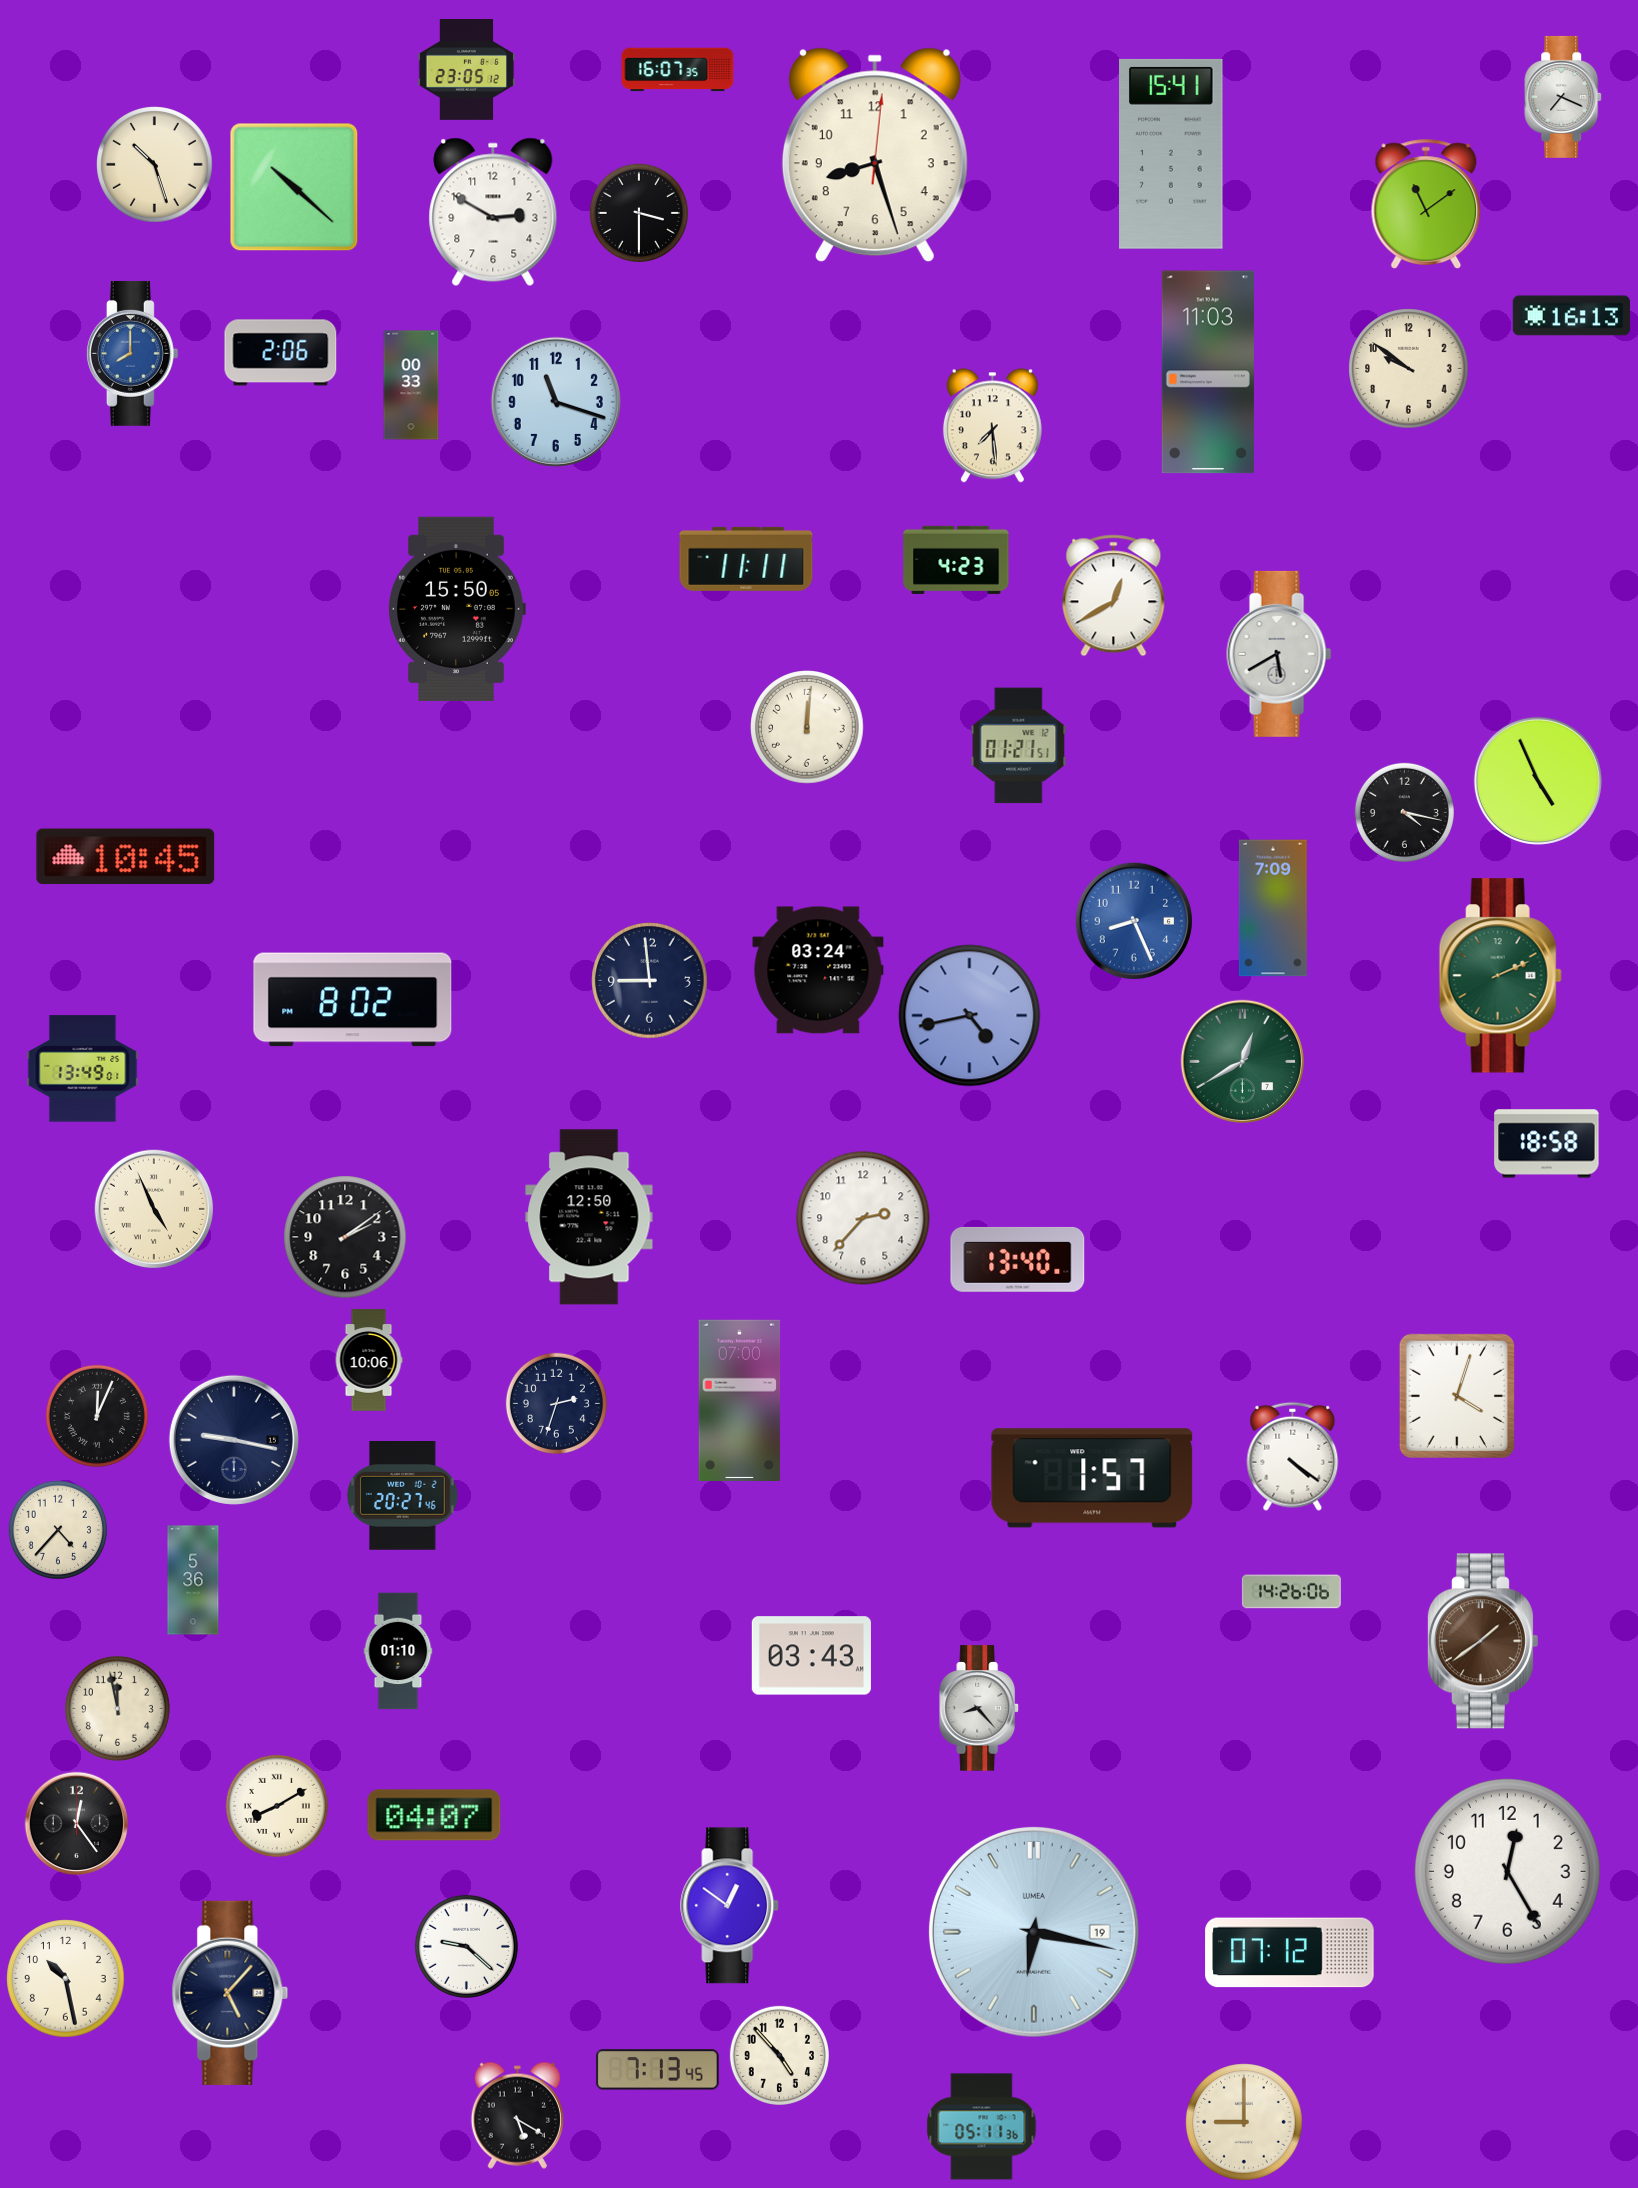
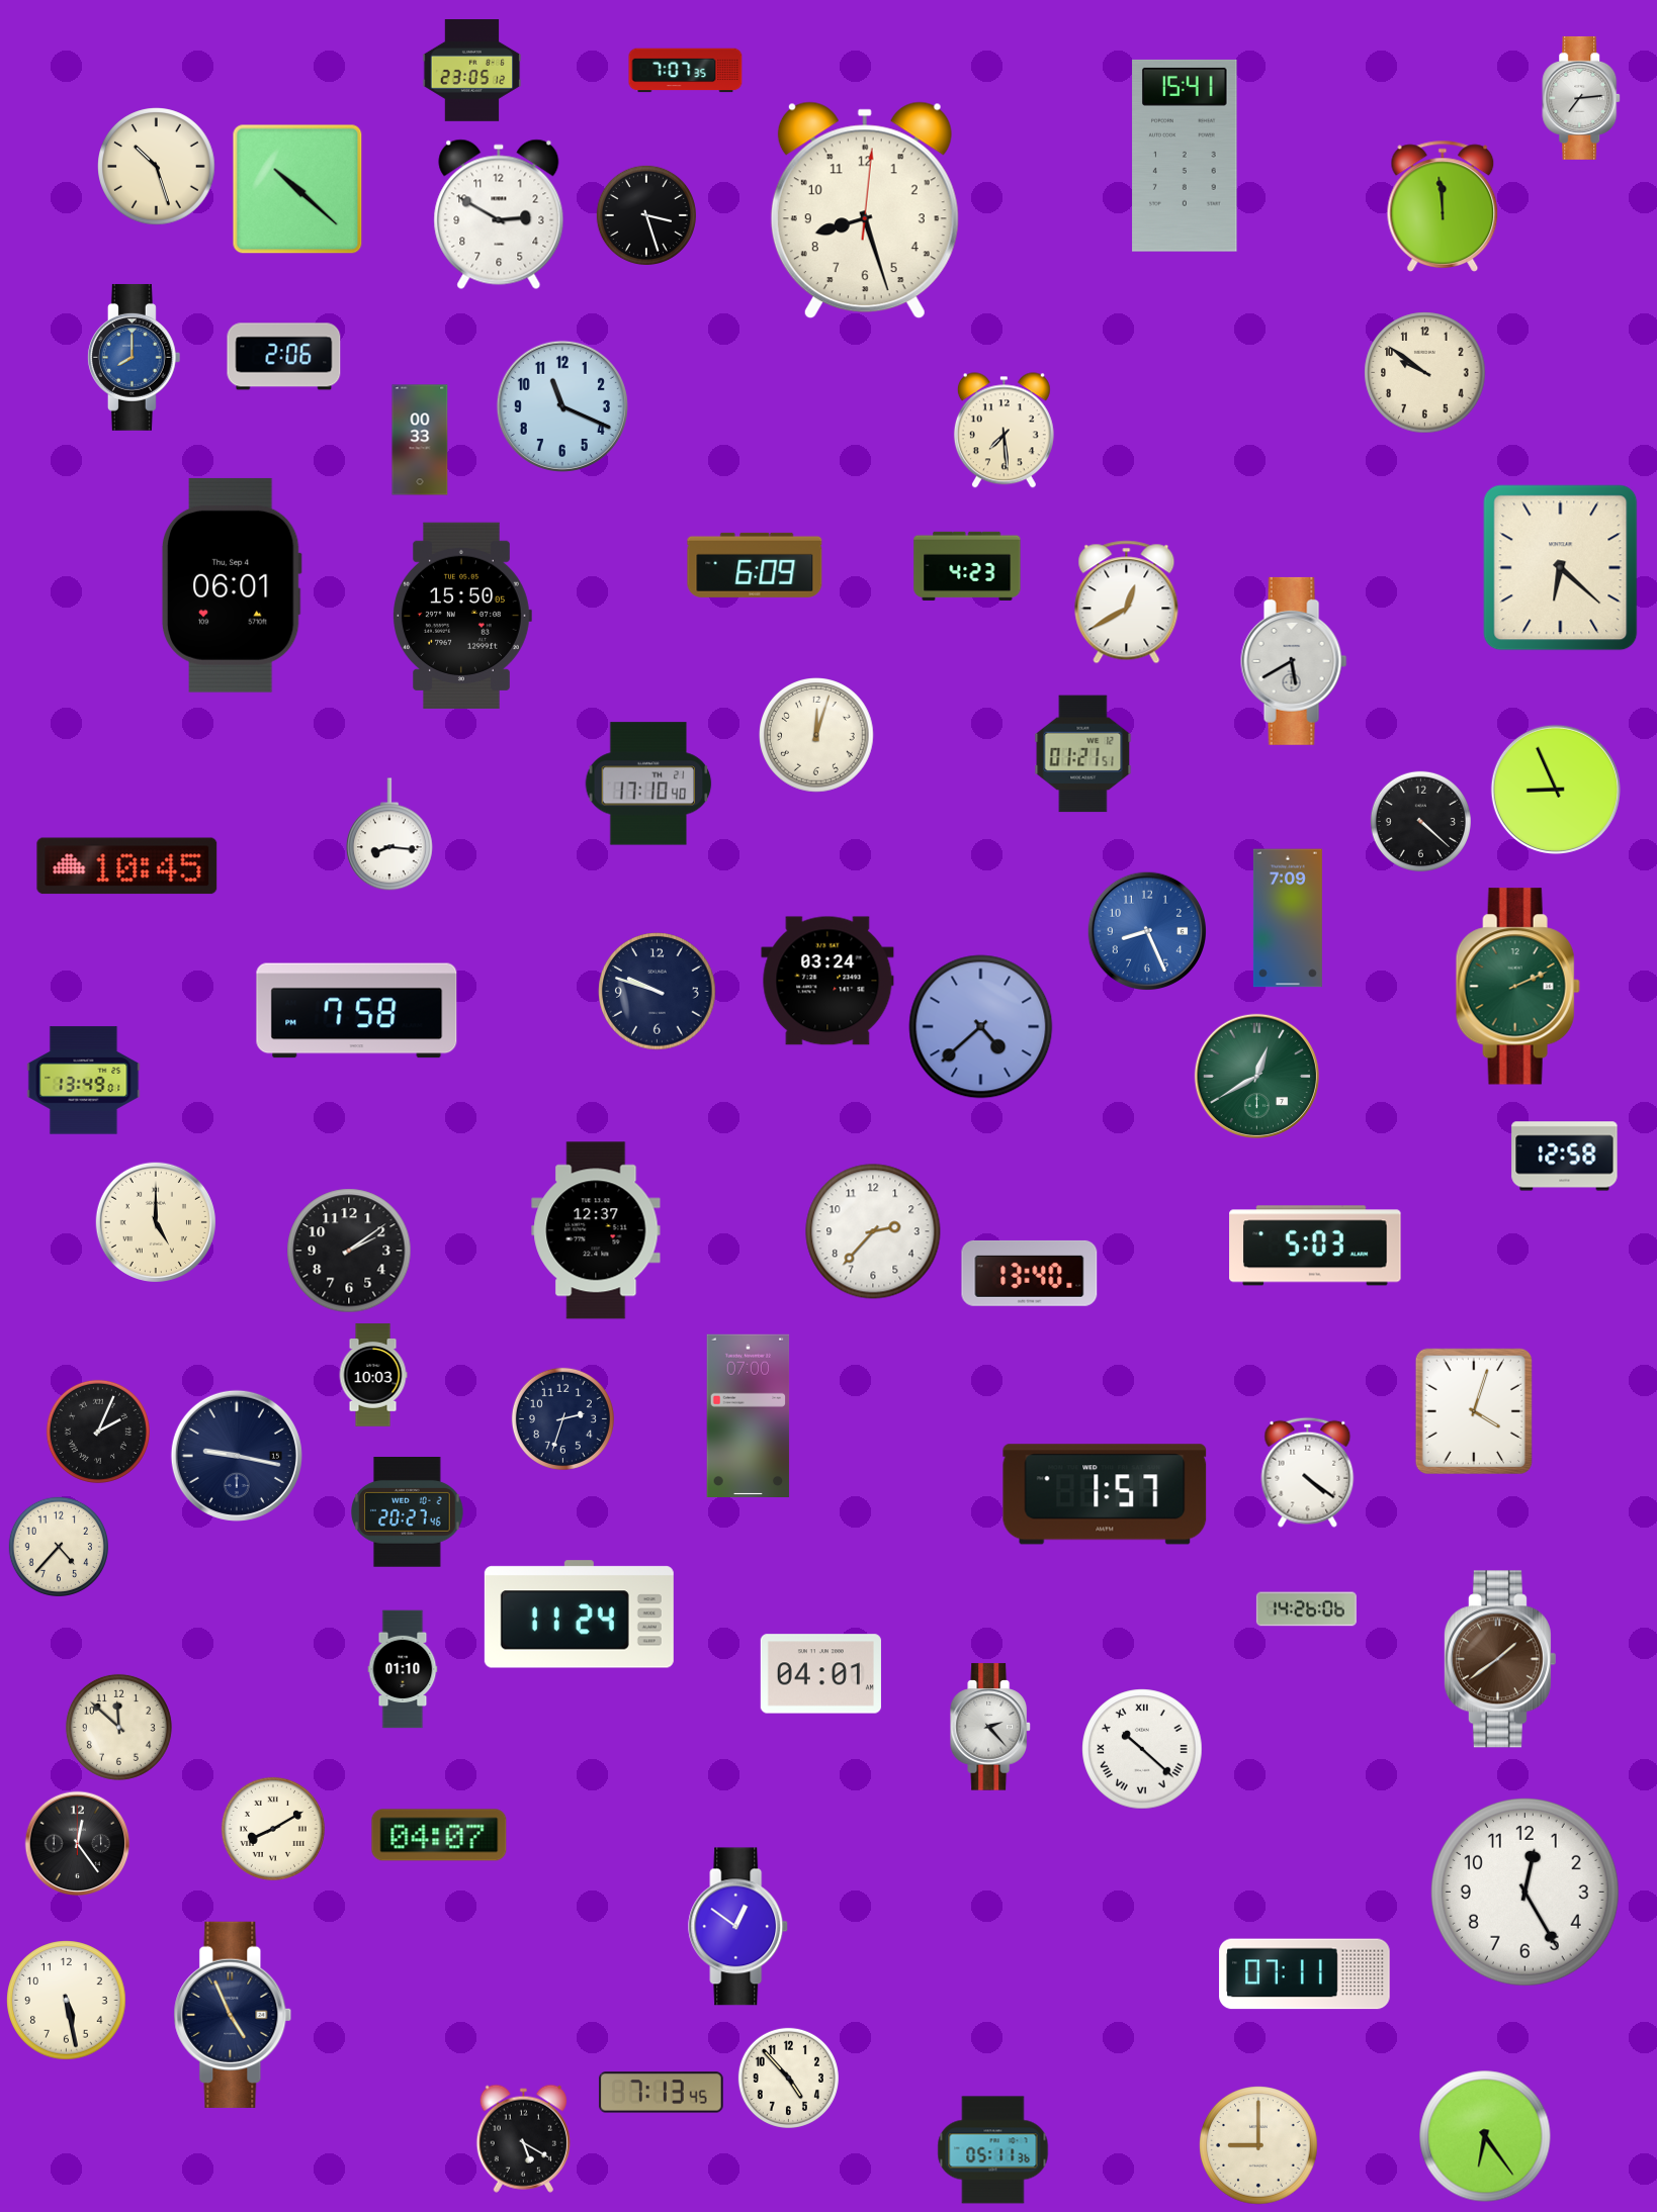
clock at (678, 70): 16:07 -> 7:07
clock at (1564, 97): 7:19 -> 7:14
clock at (875, 155) position: (875, 155) -> (865, 210)
clock at (1426, 204): 11:09 -> 11:59
clock at (639, 213): 3:30 -> 3:27
clock at (1572, 316): 16:13 -> none
clock at (1208, 372): 11:03 -> none
clock at (411, 385) position: (411, 385) -> (420, 440)
clock at (556, 402): 11:18 -> 11:19
clock at (746, 559): 11:11 -> 6:09
clock at (1561, 568): none -> 6:22
clock at (232, 585): none -> 06:01
clock at (808, 728): 12:01 -> 12:03
clock at (1019, 746) position: (1019, 746) -> (1083, 754)
clock at (648, 784): none -> 17:10
clock at (1538, 781): 4:56 -> 8:56
clock at (1404, 812): 4:17 -> 4:22
clock at (389, 835): none -> 8:16
clock at (650, 981): 8:59 -> 9:48
clock at (353, 1000): 8:02 -> 7:58
clock at (970, 1016): 4:43 -> 4:38
clock at (1242, 1061) position: (1242, 1061) -> (1256, 1076)
clock at (1547, 1144): 18:58 -> 12:58
clock at (153, 1208): 4:56 -> 5:00
clock at (589, 1217): 12:50 -> 12:37
clock at (1315, 1246): none -> 5:03
clock at (369, 1360): 10:06 -> 10:03
clock at (97, 1416): 12:04 -> 2:04
clock at (193, 1580): 5:36 -> none
clock at (579, 1615): none -> 11:24
clock at (811, 1656): 03:43 -> 04:01
clock at (117, 1708): 11:58 -> 11:52
clock at (979, 1708): 8:23 -> 2:23
clock at (1142, 1749): none -> 10:22
clock at (277, 1806) position: (277, 1806) -> (273, 1829)
clock at (1034, 1932): 6:17 -> none
clock at (466, 1946): 9:22 -> none
clock at (1290, 1953): 07:12 -> 07:11
clock at (66, 1979): 10:28 -> 5:28
clock at (230, 1993): 5:07 -> 4:56
clock at (657, 2070) position: (657, 2070) -> (661, 2093)
clock at (1485, 2136): none -> 6:24
